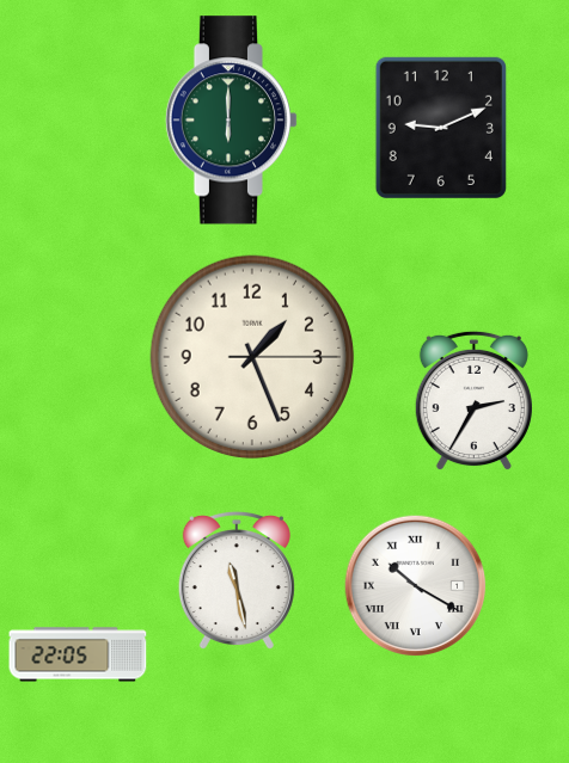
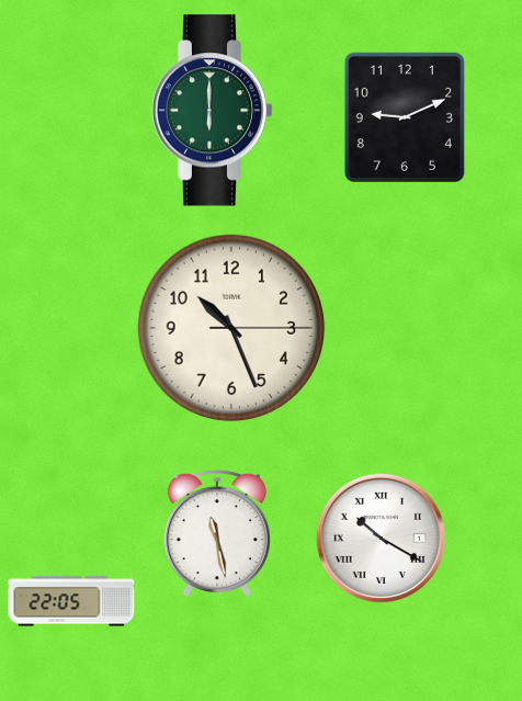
clock at (252, 357): 1:26 -> 10:26
clock at (473, 401): 2:35 -> none
